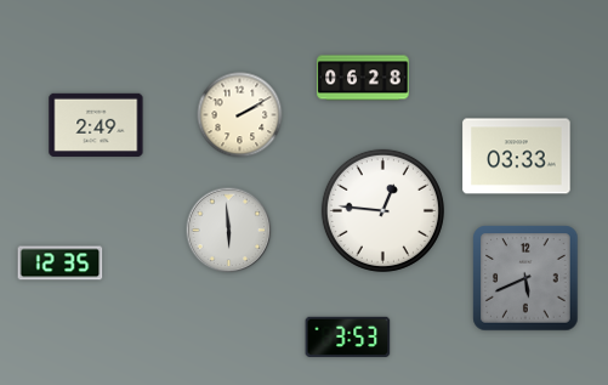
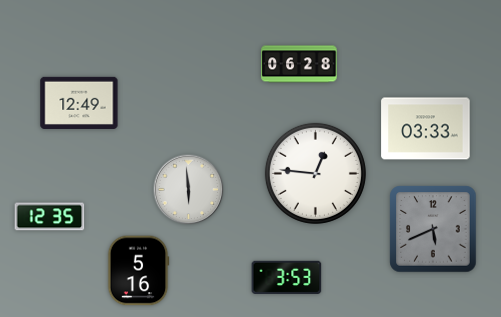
clock at (240, 115): 2:10 -> none
clock at (96, 125): 2:49 -> 12:49
clock at (138, 271): none -> 5:16
